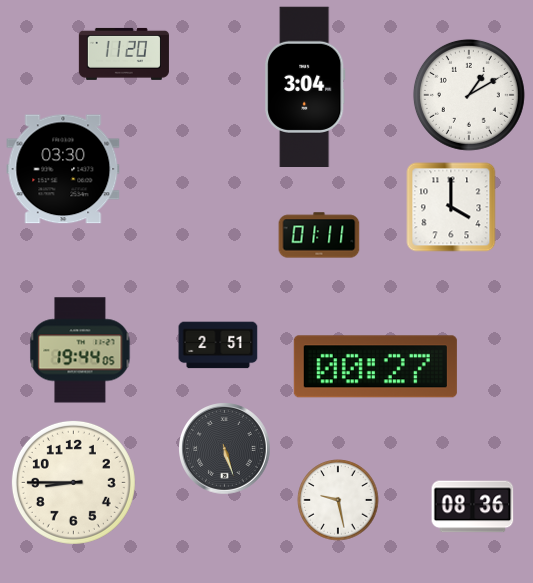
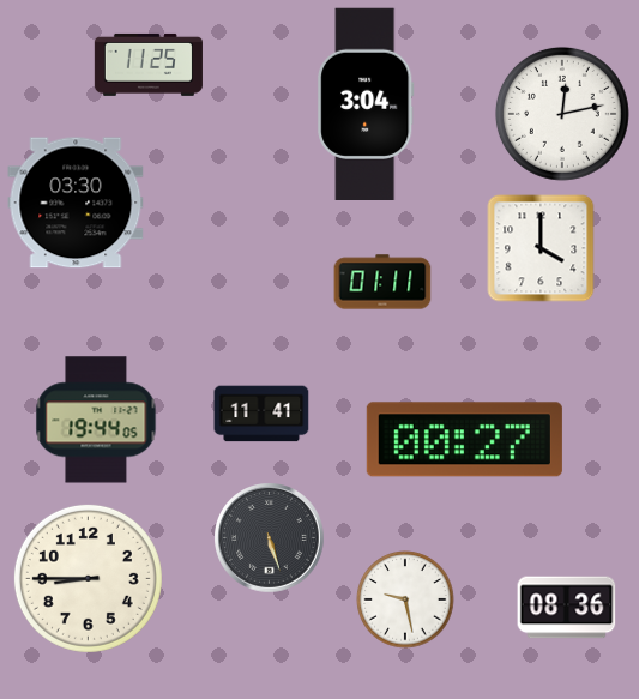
clock at (124, 54): 11:20 -> 11:25
clock at (469, 95): 1:10 -> 12:13
clock at (218, 345): 2:51 -> 11:41
clock at (375, 367) position: (375, 367) -> (464, 440)
